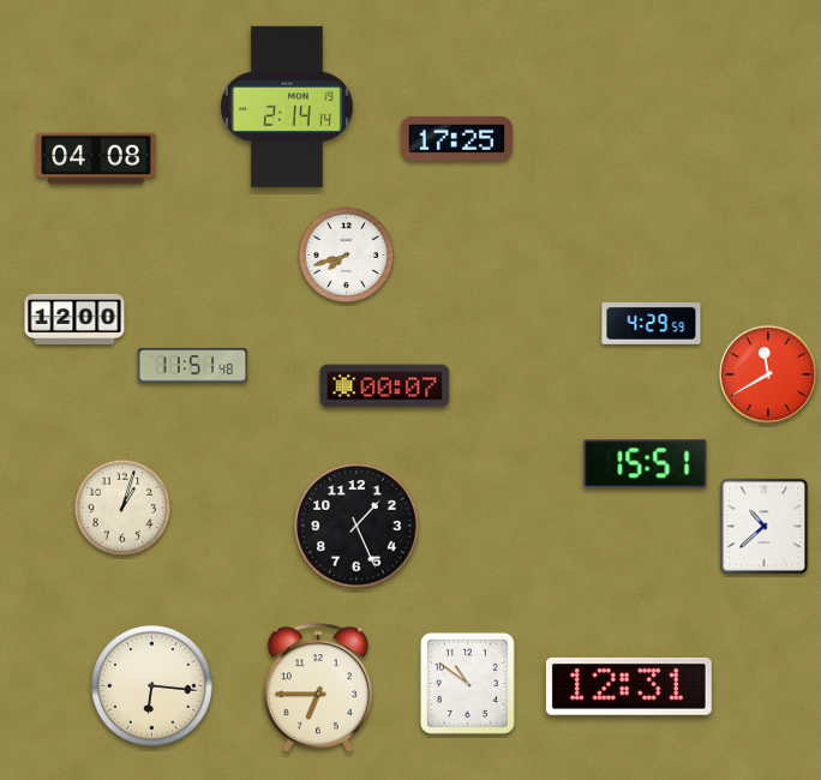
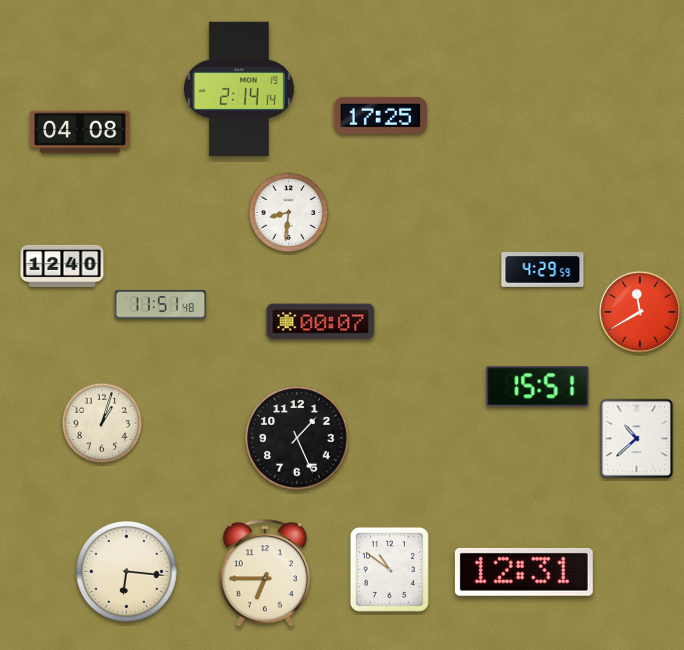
clock at (347, 256): 7:42 -> 8:31
clock at (74, 319): 12:00 -> 12:40
